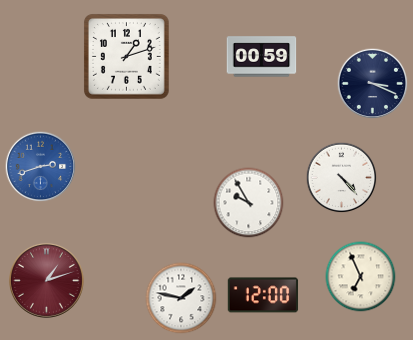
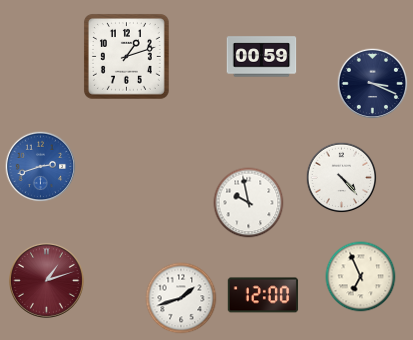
clock at (249, 203): 9:55 -> 9:58
clock at (181, 298): 1:47 -> 1:42
